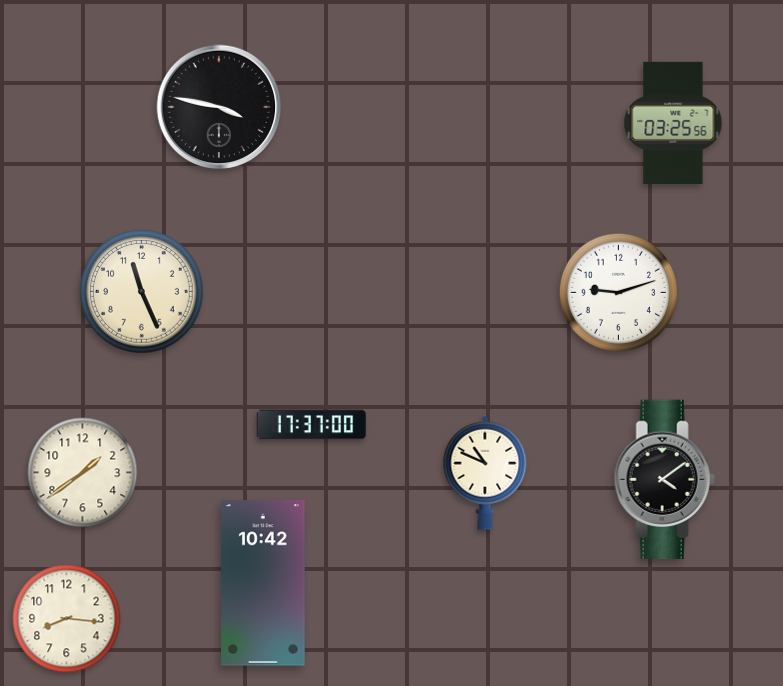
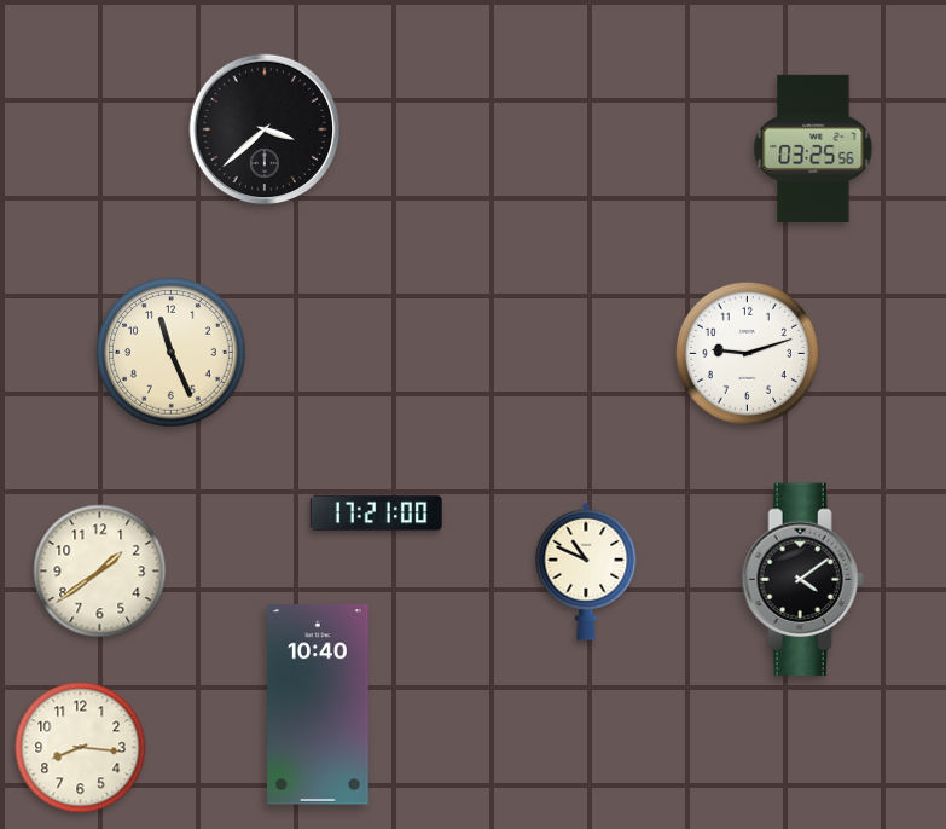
clock at (219, 107): 3:47 -> 3:38
clock at (311, 425): 17:37 -> 17:21
clock at (264, 583): 10:42 -> 10:40
